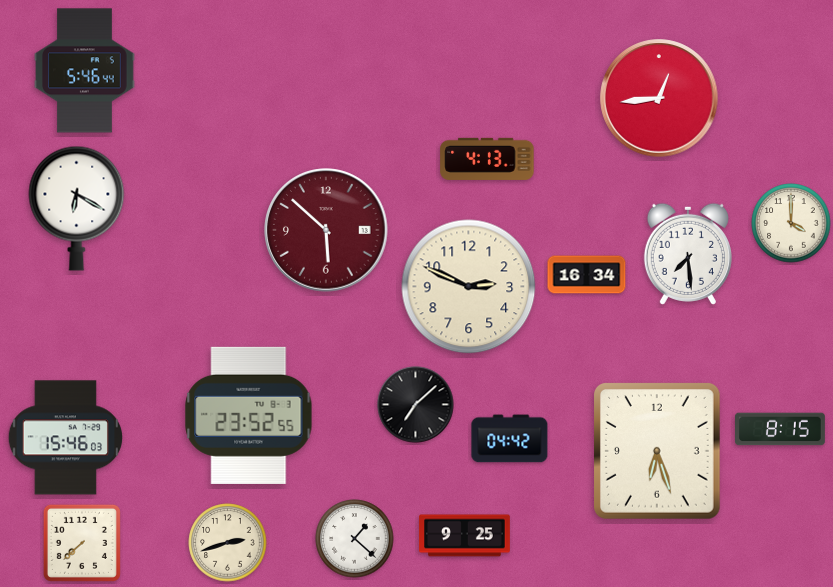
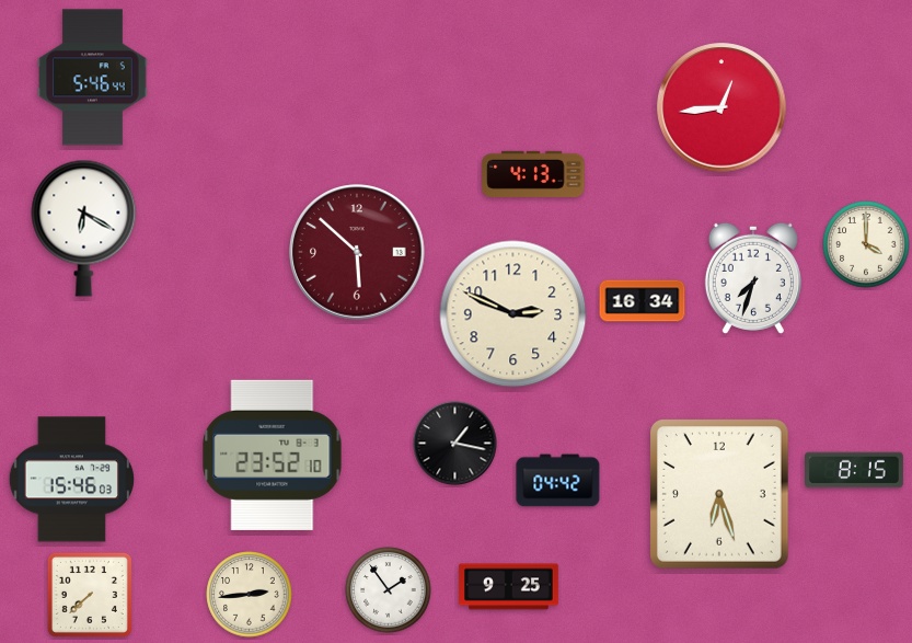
clock at (688, 254): 7:29 -> 7:33
clock at (416, 405): 7:08 -> 1:17
clock at (249, 415): 23:52:55 -> 23:52:10
clock at (355, 539): 1:22 -> 1:54
clock at (228, 543): 2:42 -> 2:44
